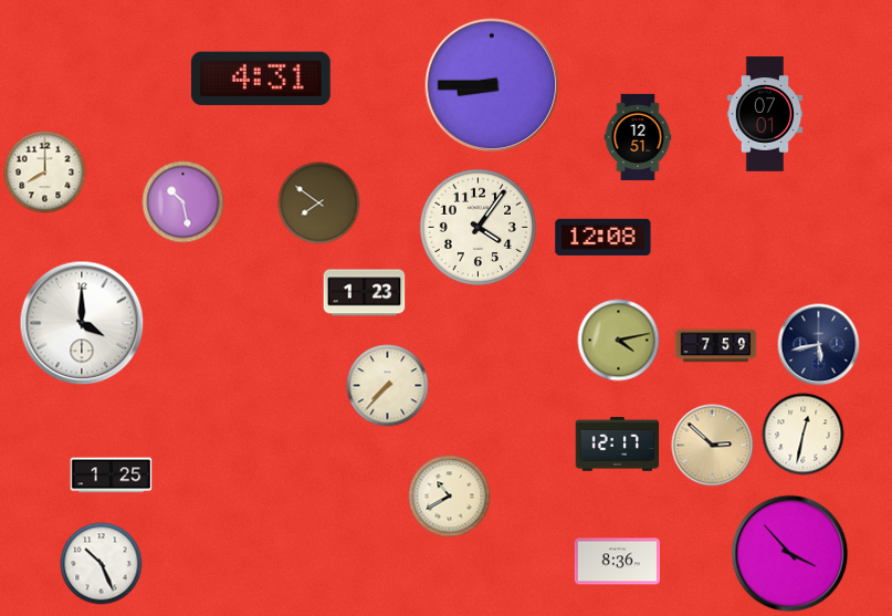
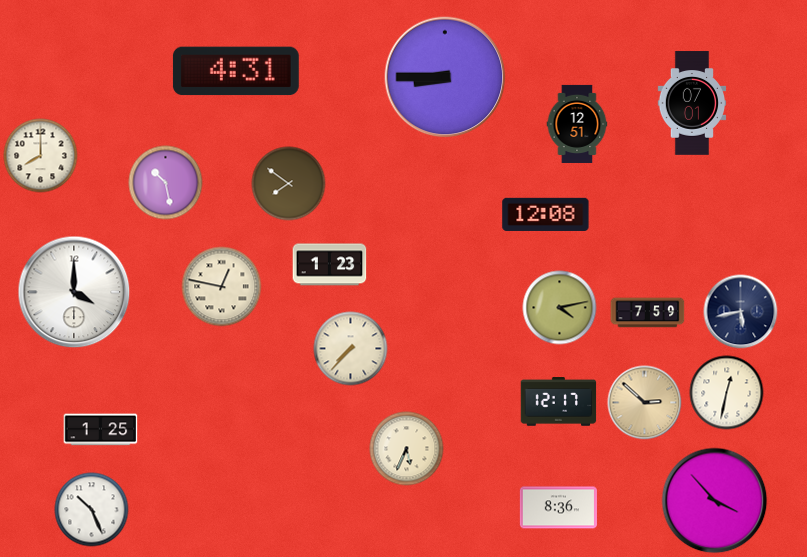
clock at (478, 227): 4:06 -> none
clock at (222, 287): none -> 12:47
clock at (450, 497): 10:40 -> 5:34
